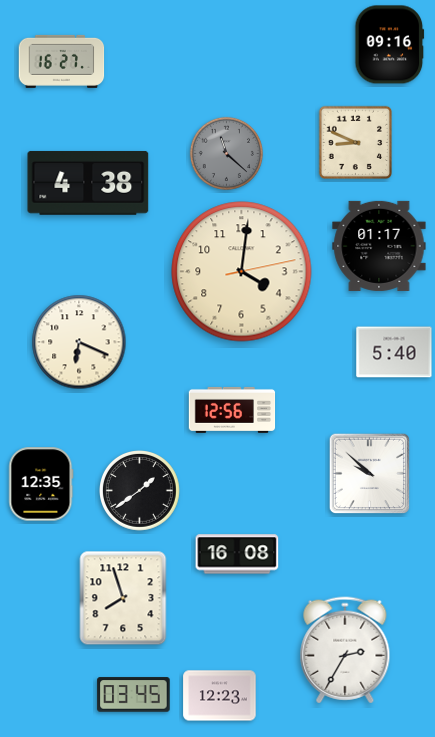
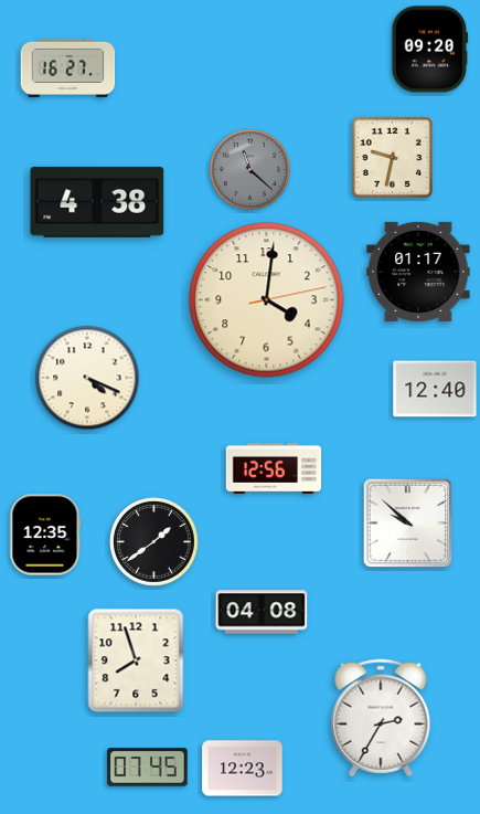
clock at (390, 45): 09:16 -> 09:20
clock at (356, 143): 8:49 -> 9:32
clock at (79, 342): 6:19 -> 4:19
clock at (394, 352): 5:40 -> 12:40
clock at (232, 410) position: (232, 410) -> (274, 468)
clock at (237, 554): 16:08 -> 04:08
clock at (134, 695): 03:45 -> 07:45
